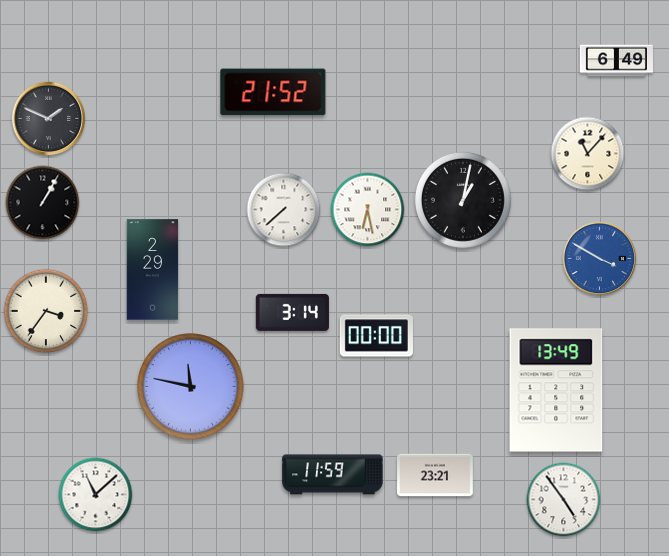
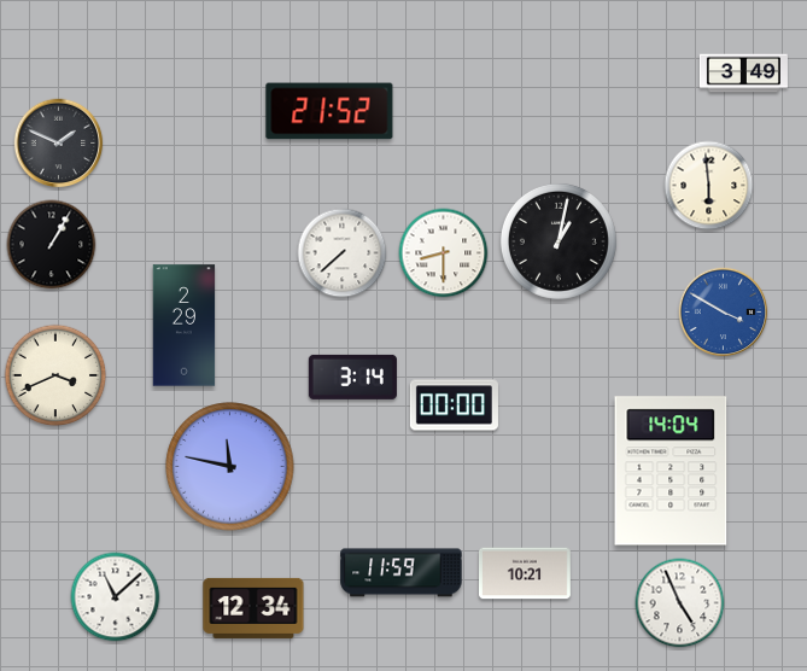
clock at (616, 61): 6:49 -> 3:49
clock at (588, 154): 11:07 -> 5:59
clock at (368, 210): 6:28 -> 8:30
clock at (46, 311): 3:36 -> 3:41
clock at (556, 390): 13:49 -> 14:04
clock at (436, 475): 23:21 -> 10:21
clock at (564, 500): 4:54 -> 4:56
clock at (253, 608): none -> 12:34
